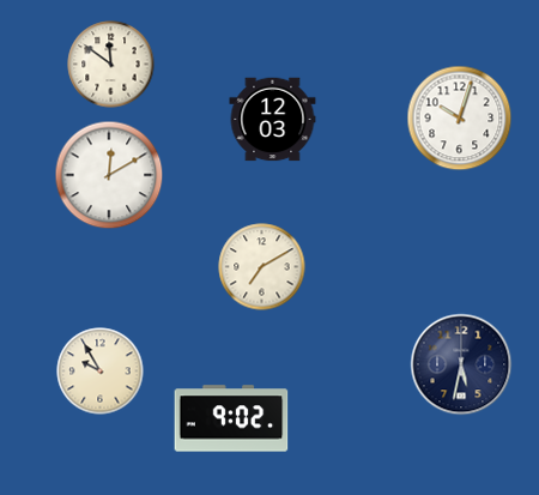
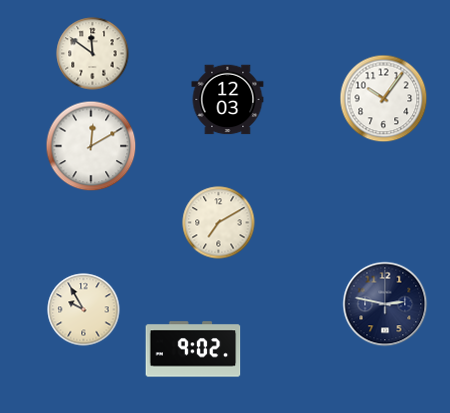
clock at (460, 119): 10:03 -> 10:06
clock at (461, 364): 5:32 -> 2:47
